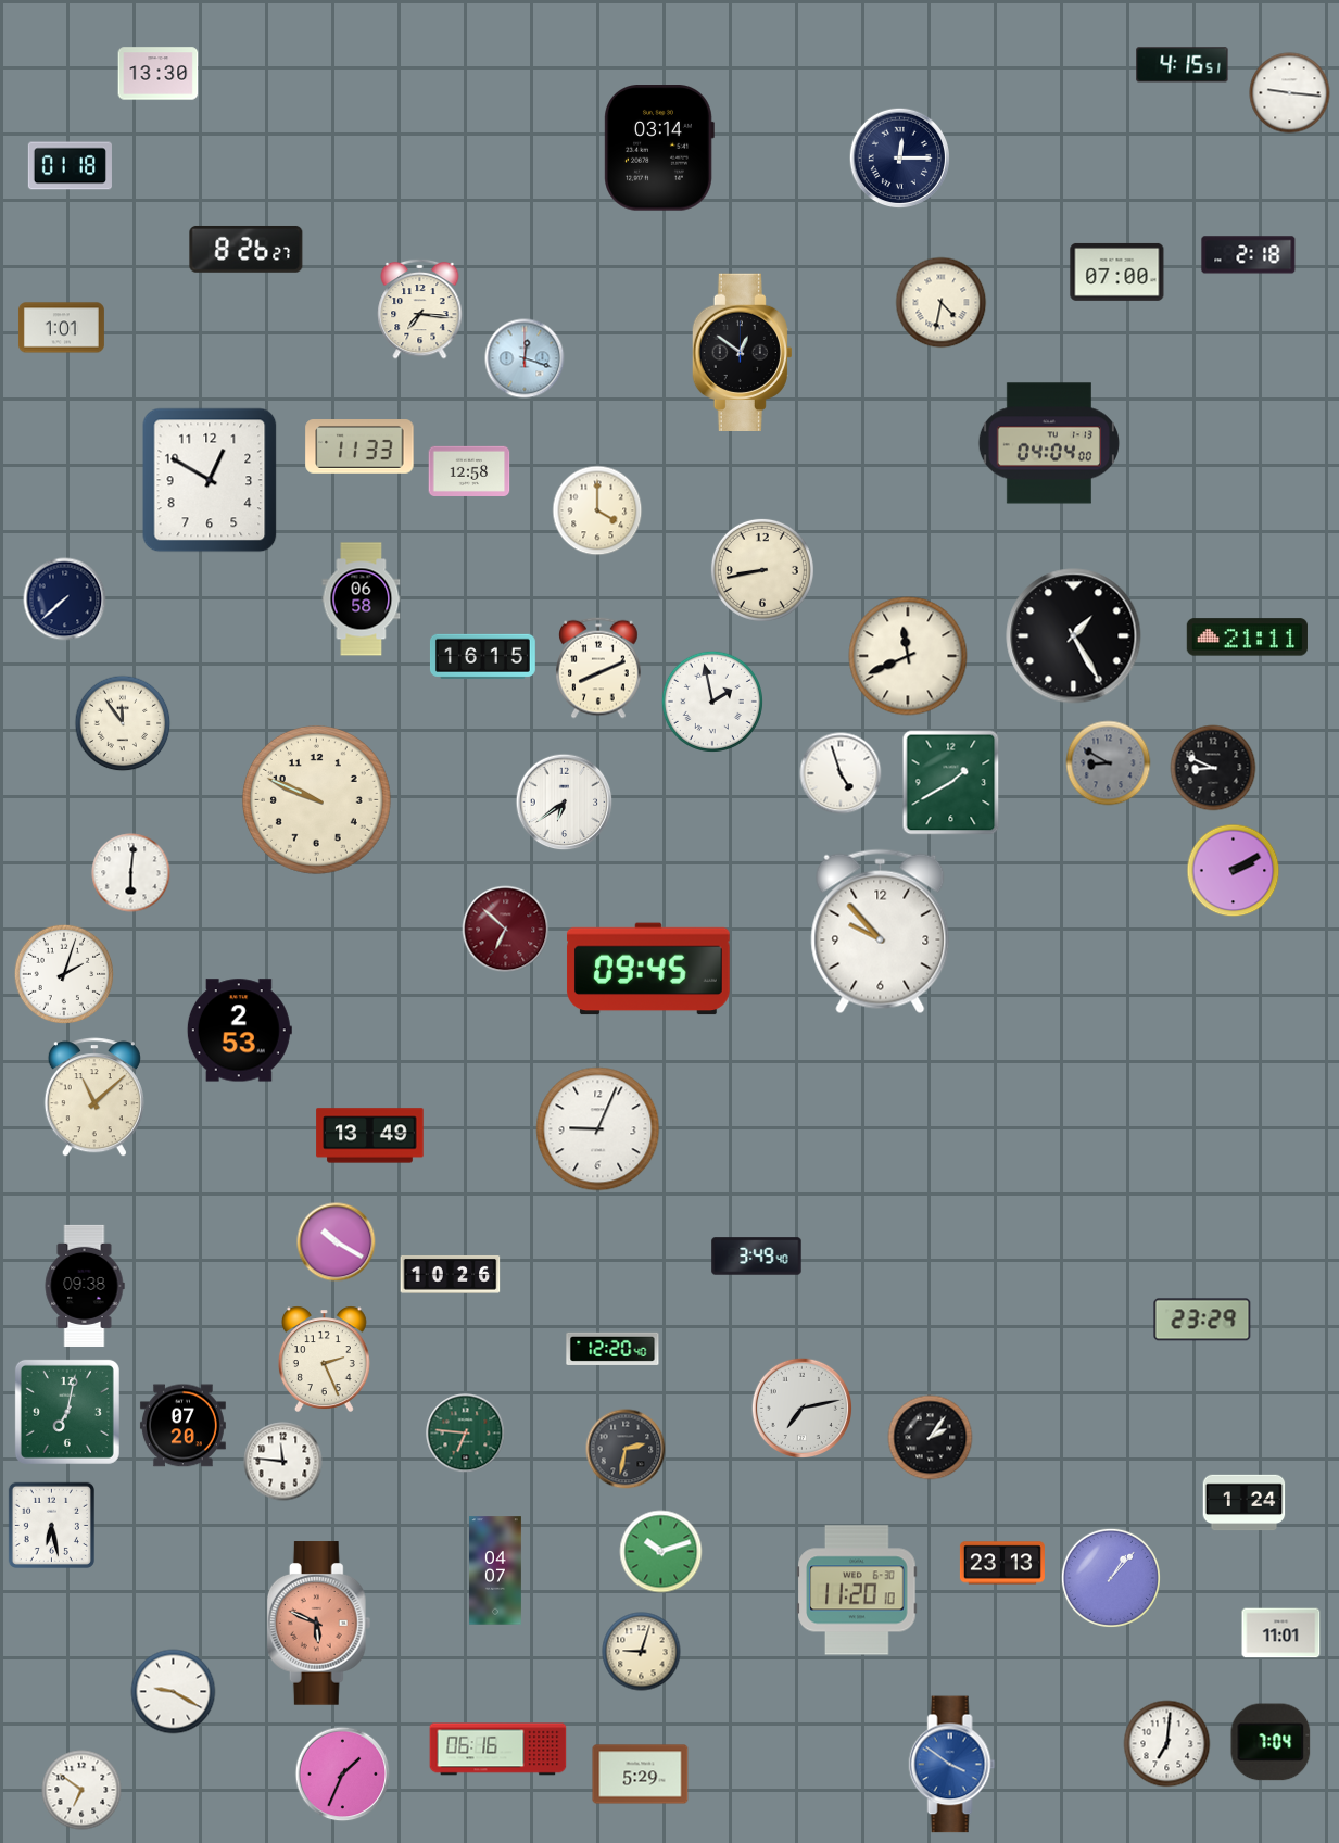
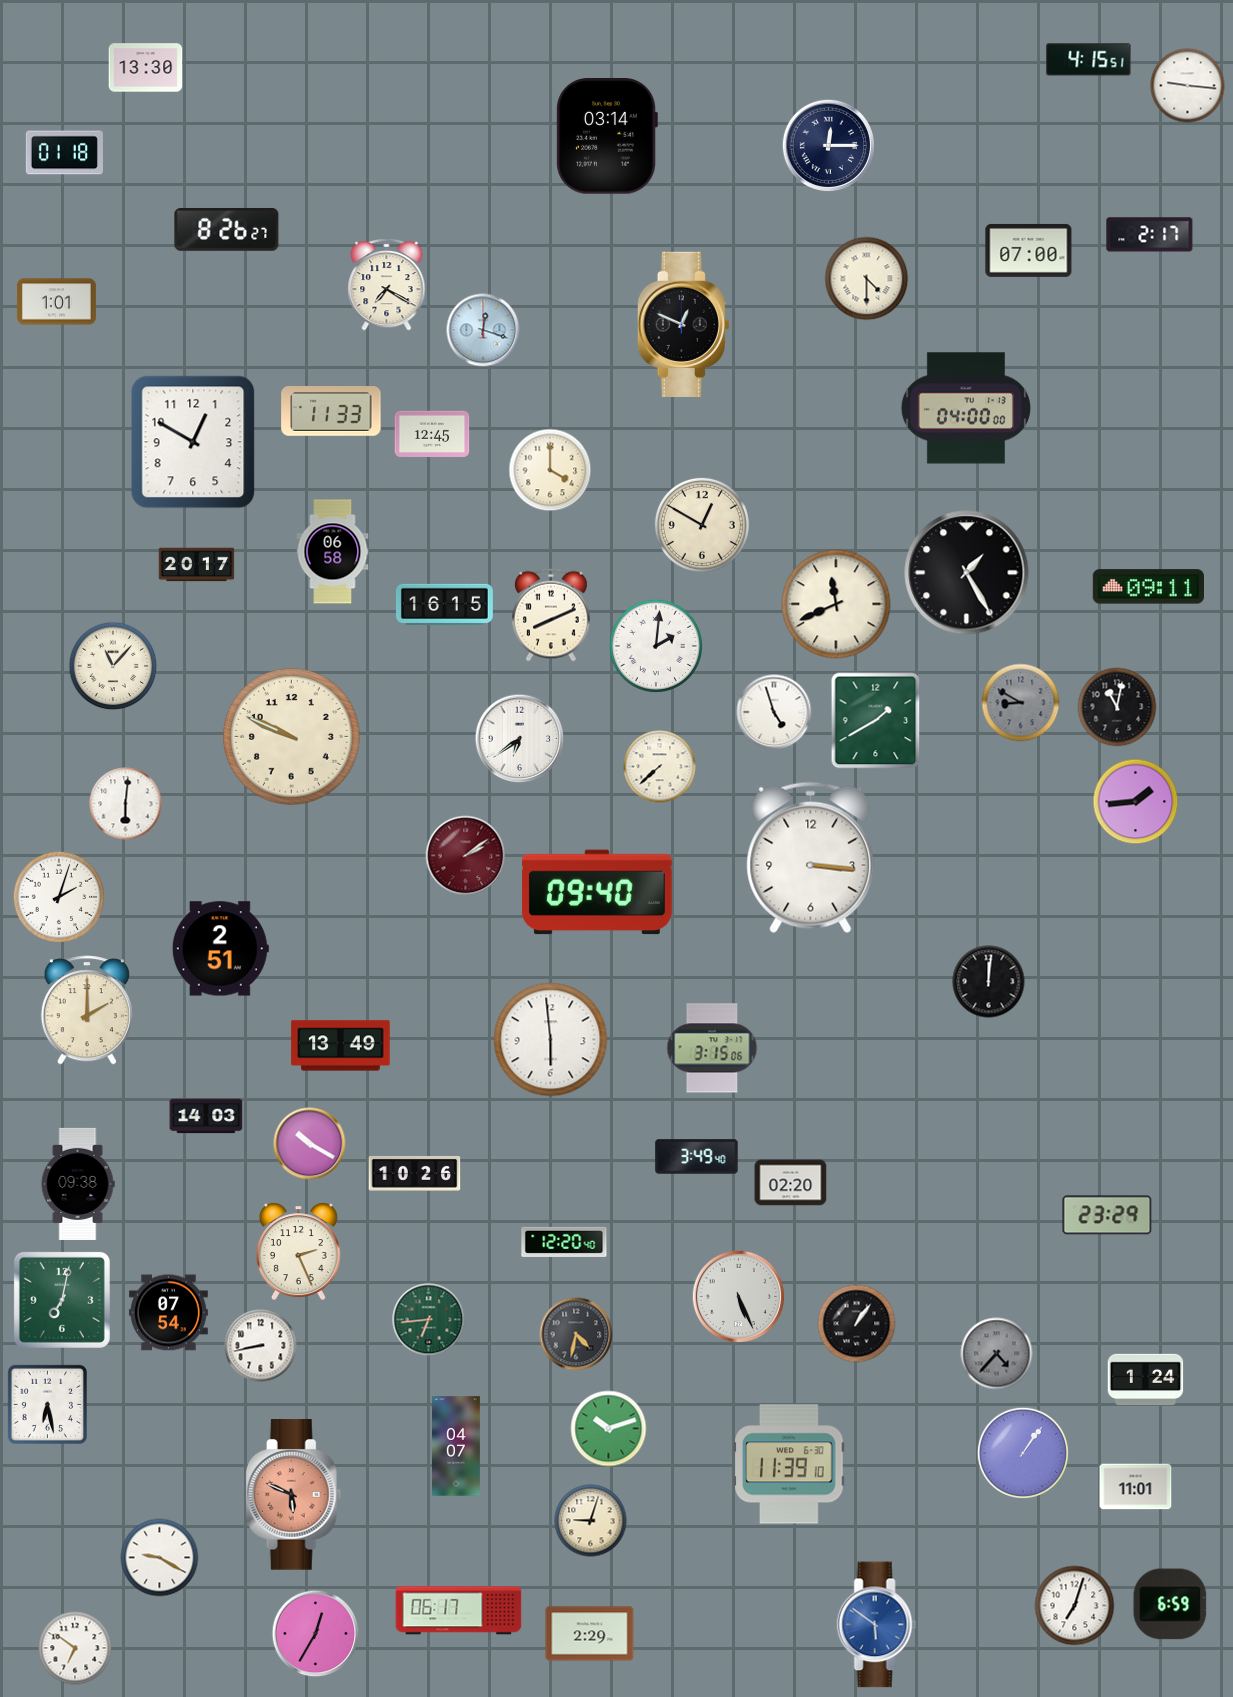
clock at (1249, 255): 2:18 -> 2:17
clock at (942, 303): 4:32 -> 4:30
clock at (420, 308): 7:16 -> 7:20
clock at (742, 352): 12:51 -> 12:49
clock at (1049, 443): 04:04 -> 04:00
clock at (469, 471): 12:58 -> 12:45
clock at (762, 570): 8:43 -> 12:50
clock at (65, 599): 7:38 -> none
clock at (197, 565): none -> 20:17
clock at (1074, 636) position: (1074, 636) -> (967, 573)
clock at (1247, 638): 21:11 -> 09:11
clock at (712, 702): 1:58 -> 2:01
clock at (123, 723): 11:54 -> 11:07
clock at (1213, 768): 8:49 -> 11:02
clock at (660, 767): none -> 7:38
clock at (1234, 871): 2:10 -> 1:44
clock at (131, 873) position: (131, 873) -> (126, 804)
clock at (506, 930): 6:52 -> 2:09
clock at (881, 932): 9:53 -> 3:16
clock at (648, 969): 09:45 -> 09:40
clock at (239, 1031): 2:53 -> 2:51
clock at (989, 982): none -> 12:01
clock at (94, 1097): 11:08 -> 2:00
clock at (598, 1129): 9:04 -> 5:59
clock at (712, 1048): none -> 3:15
clock at (206, 1116): none -> 14:03
clock at (791, 1183): none -> 02:20
clock at (801, 1408): 7:13 -> 5:26
clock at (182, 1426): 07:20 -> 07:54
clock at (466, 1434): 6:46 -> 6:44
clock at (931, 1438): 2:06 -> 1:06
clock at (626, 1449): 2:32 -> 4:32
clock at (283, 1462): 11:46 -> 8:43
clock at (997, 1354): none -> 4:37
clock at (1245, 1503) position: (1245, 1503) -> (1146, 1380)
clock at (1002, 1563): 23:13 -> none
clock at (1110, 1577): 1:07 -> 1:06
clock at (857, 1590): 11:20 -> 11:39
clock at (1281, 1633) position: (1281, 1633) -> (1136, 1487)
clock at (1271, 1742): 7:04 -> 6:59
clock at (1167, 1744): 7:01 -> 7:03
clock at (498, 1750): 06:16 -> 06:17
clock at (952, 1765): 3:51 -> 5:51
clock at (343, 1775): 1:34 -> 12:35
clock at (641, 1775): 5:29 -> 2:29
